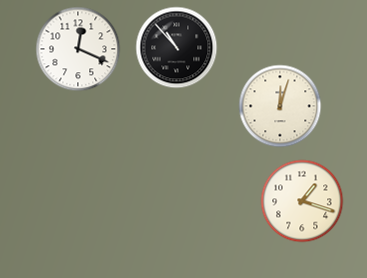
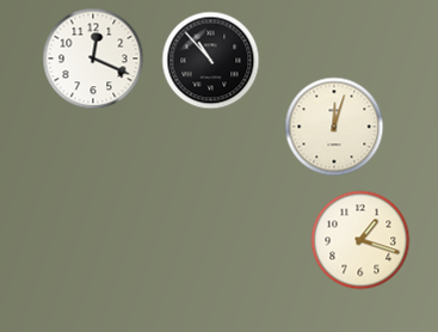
clock at (177, 48) position: (177, 48) -> (211, 61)
